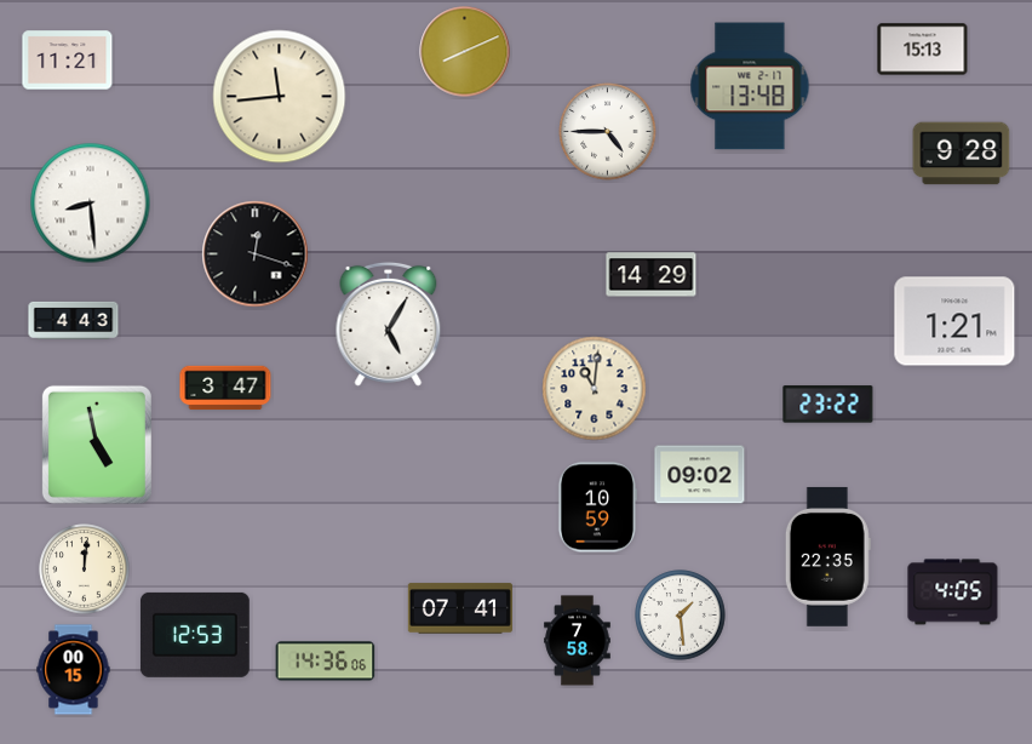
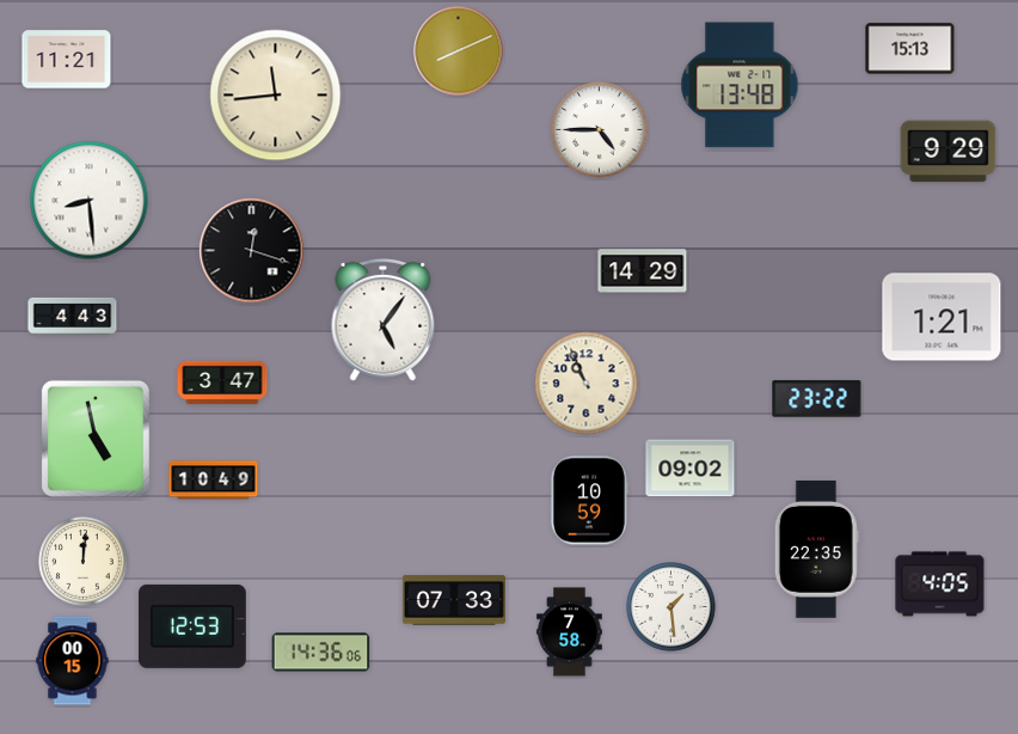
clock at (962, 154): 9:28 -> 9:29
clock at (389, 324): 5:05 -> 5:06
clock at (595, 389): 11:01 -> 10:56
clock at (214, 481): none -> 10:49
clock at (460, 608): 07:41 -> 07:33
